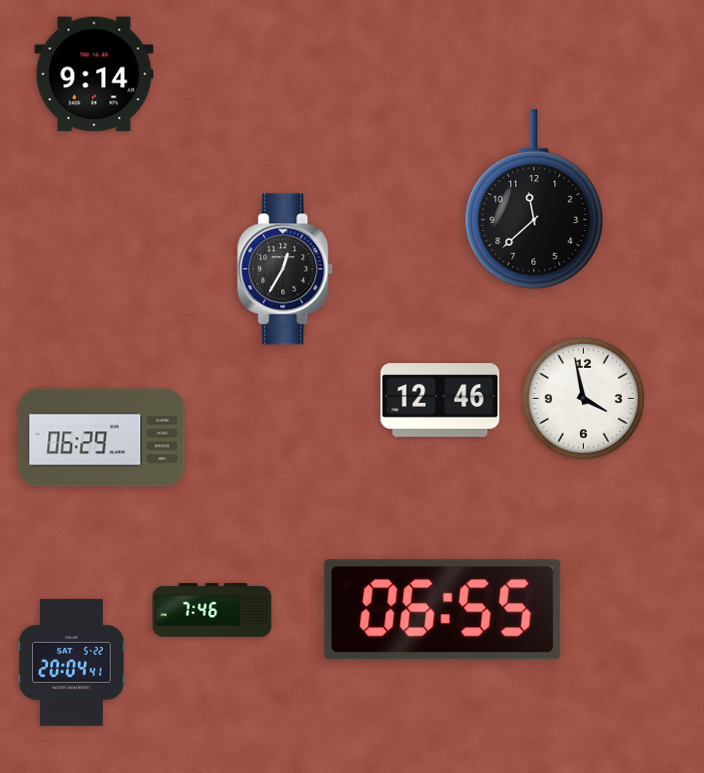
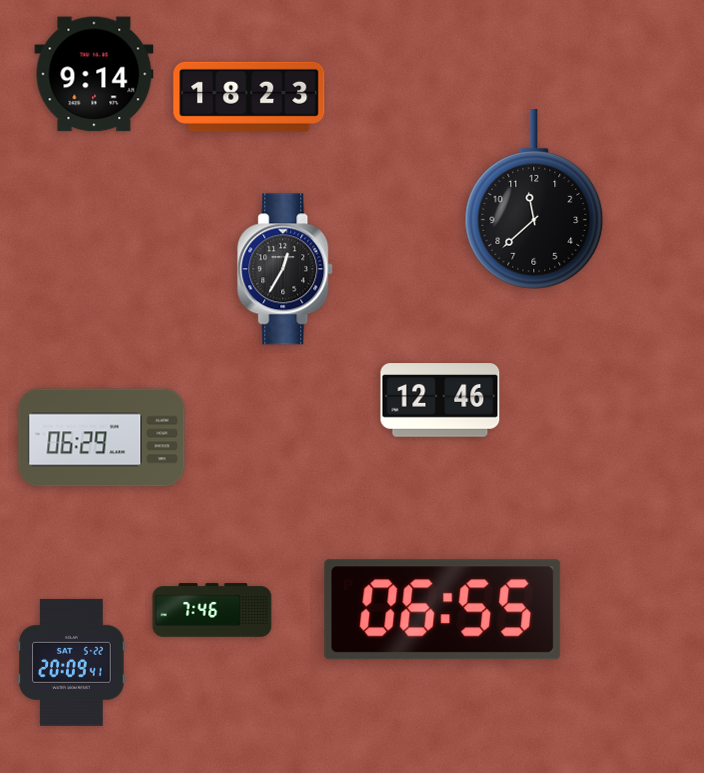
clock at (249, 97): none -> 18:23
clock at (583, 398): 3:58 -> none
clock at (72, 662): 20:04 -> 20:09
